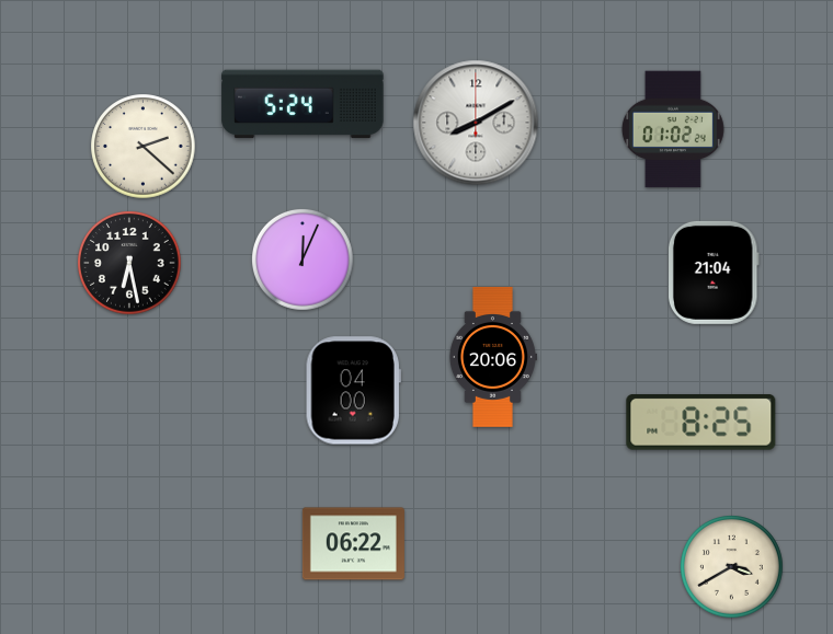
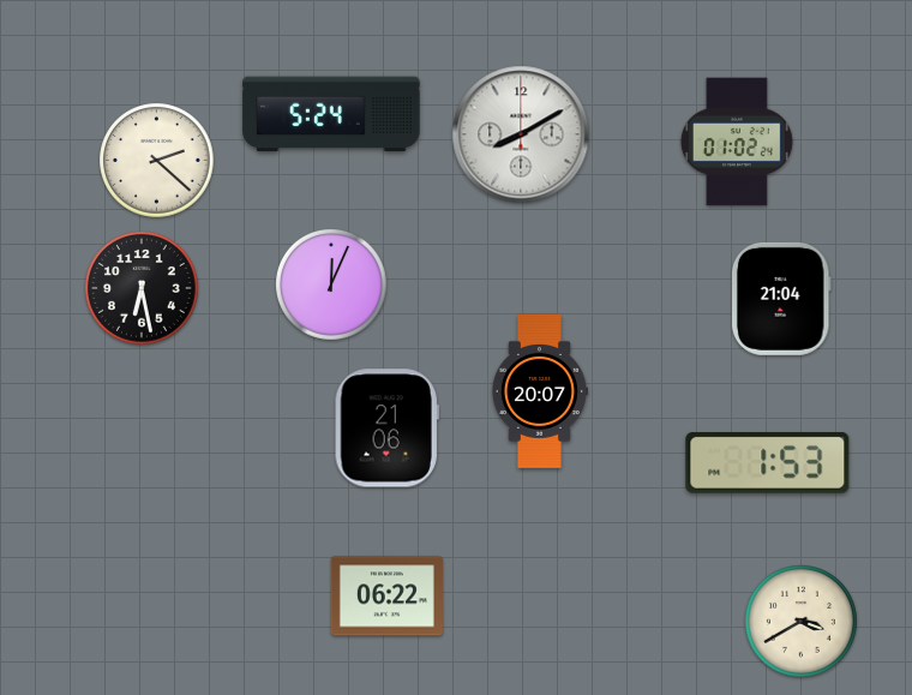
clock at (492, 357): 20:06 -> 20:07
clock at (353, 391): 04:00 -> 21:06
clock at (701, 423): 8:25 -> 1:53
